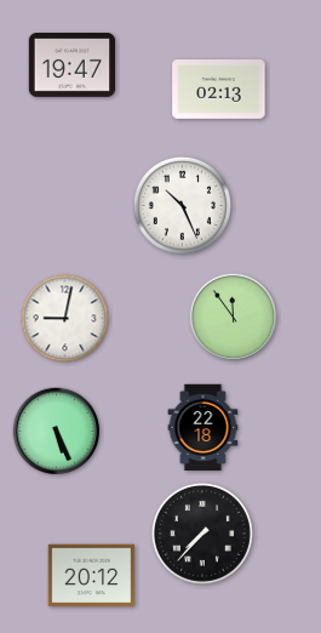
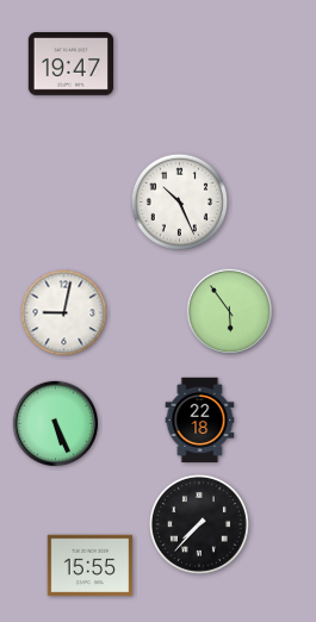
clock at (219, 90): 02:13 -> none
clock at (234, 318): 11:54 -> 5:54
clock at (92, 576): 20:12 -> 15:55
